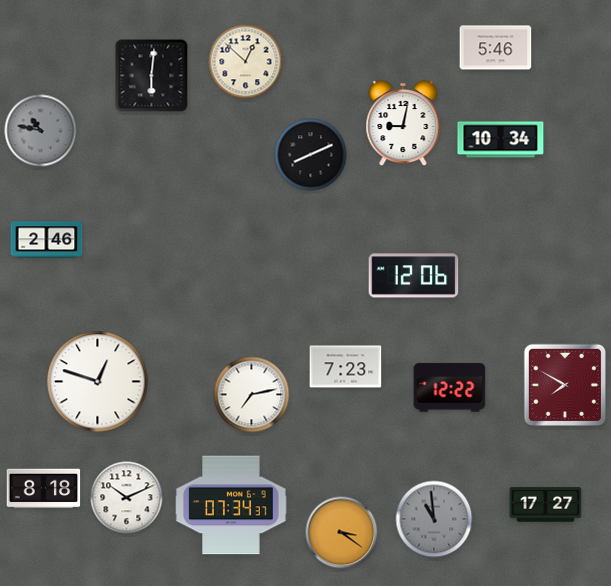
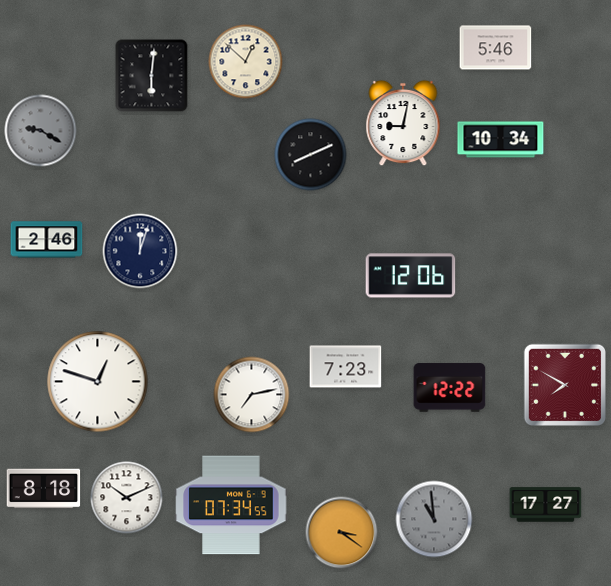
clock at (41, 131): 10:47 -> 9:20
clock at (140, 251): none -> 12:03
clock at (414, 276) position: (414, 276) -> (411, 276)
clock at (231, 505): 07:34:37 -> 07:34:55
